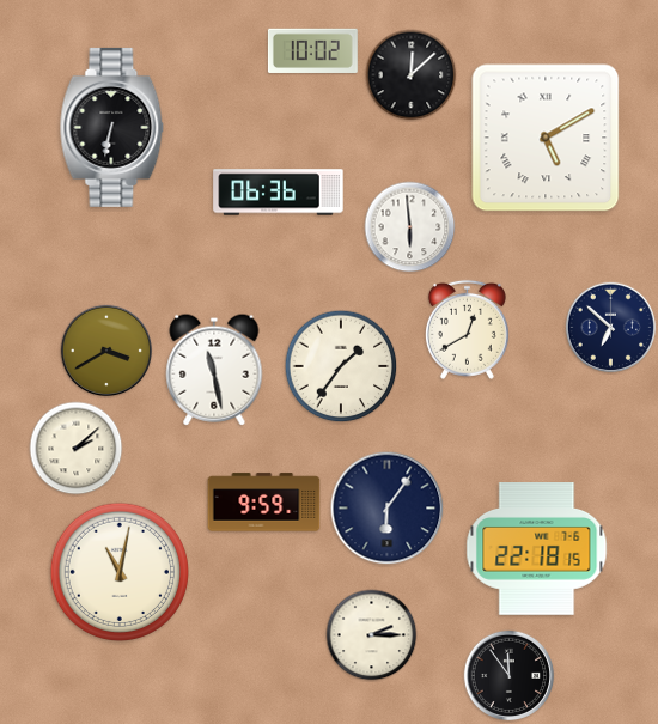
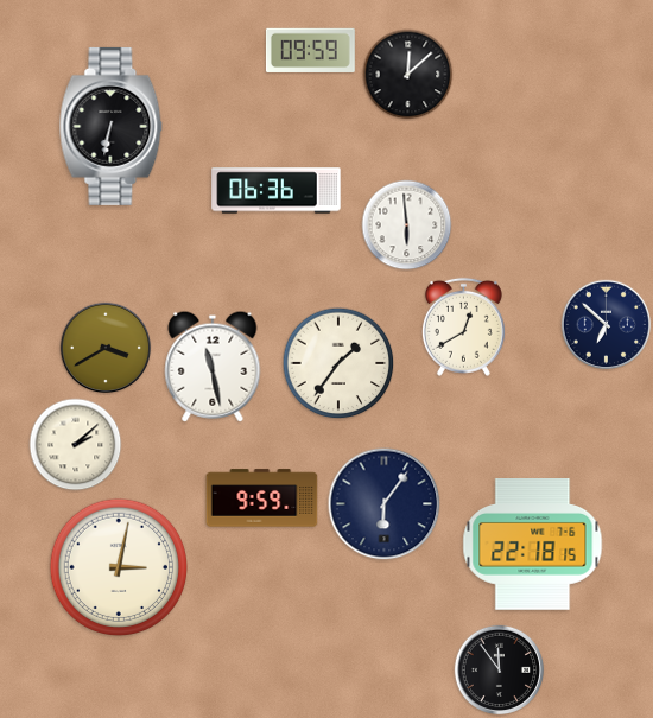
clock at (312, 50): 10:02 -> 09:59
clock at (546, 138): 5:10 -> none
clock at (120, 572): 11:02 -> 3:02
clock at (372, 635): 2:15 -> none
clock at (510, 676) position: (510, 676) -> (500, 671)
